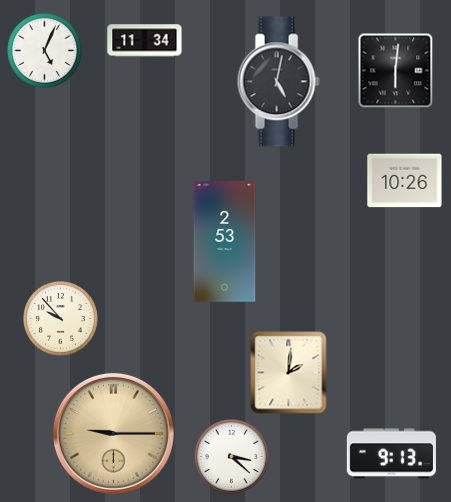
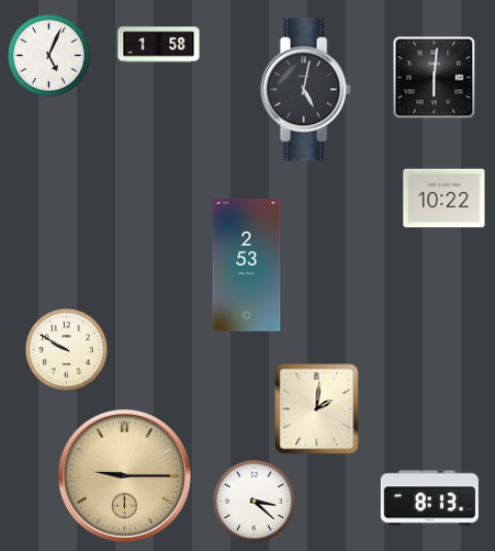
clock at (145, 41): 11:34 -> 1:58
clock at (405, 181): 10:26 -> 10:22
clock at (61, 319): 9:53 -> 9:50
clock at (391, 454): 9:13 -> 8:13
